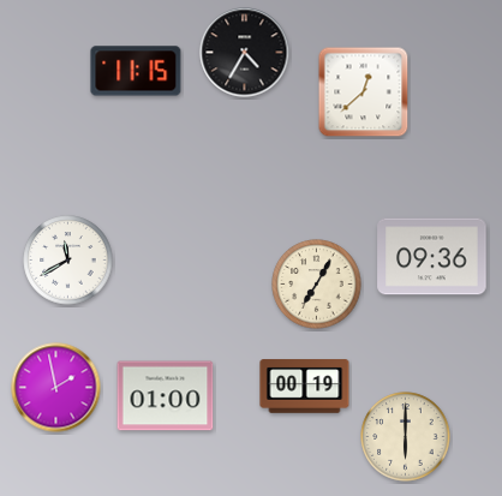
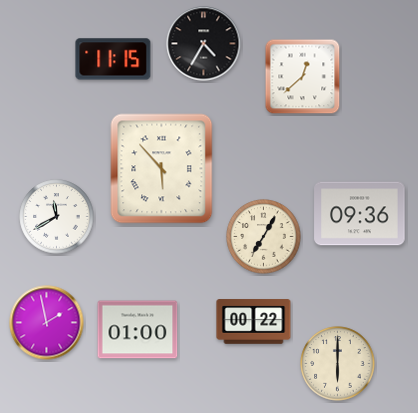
clock at (162, 169): none -> 5:53
clock at (305, 387): 00:19 -> 00:22
